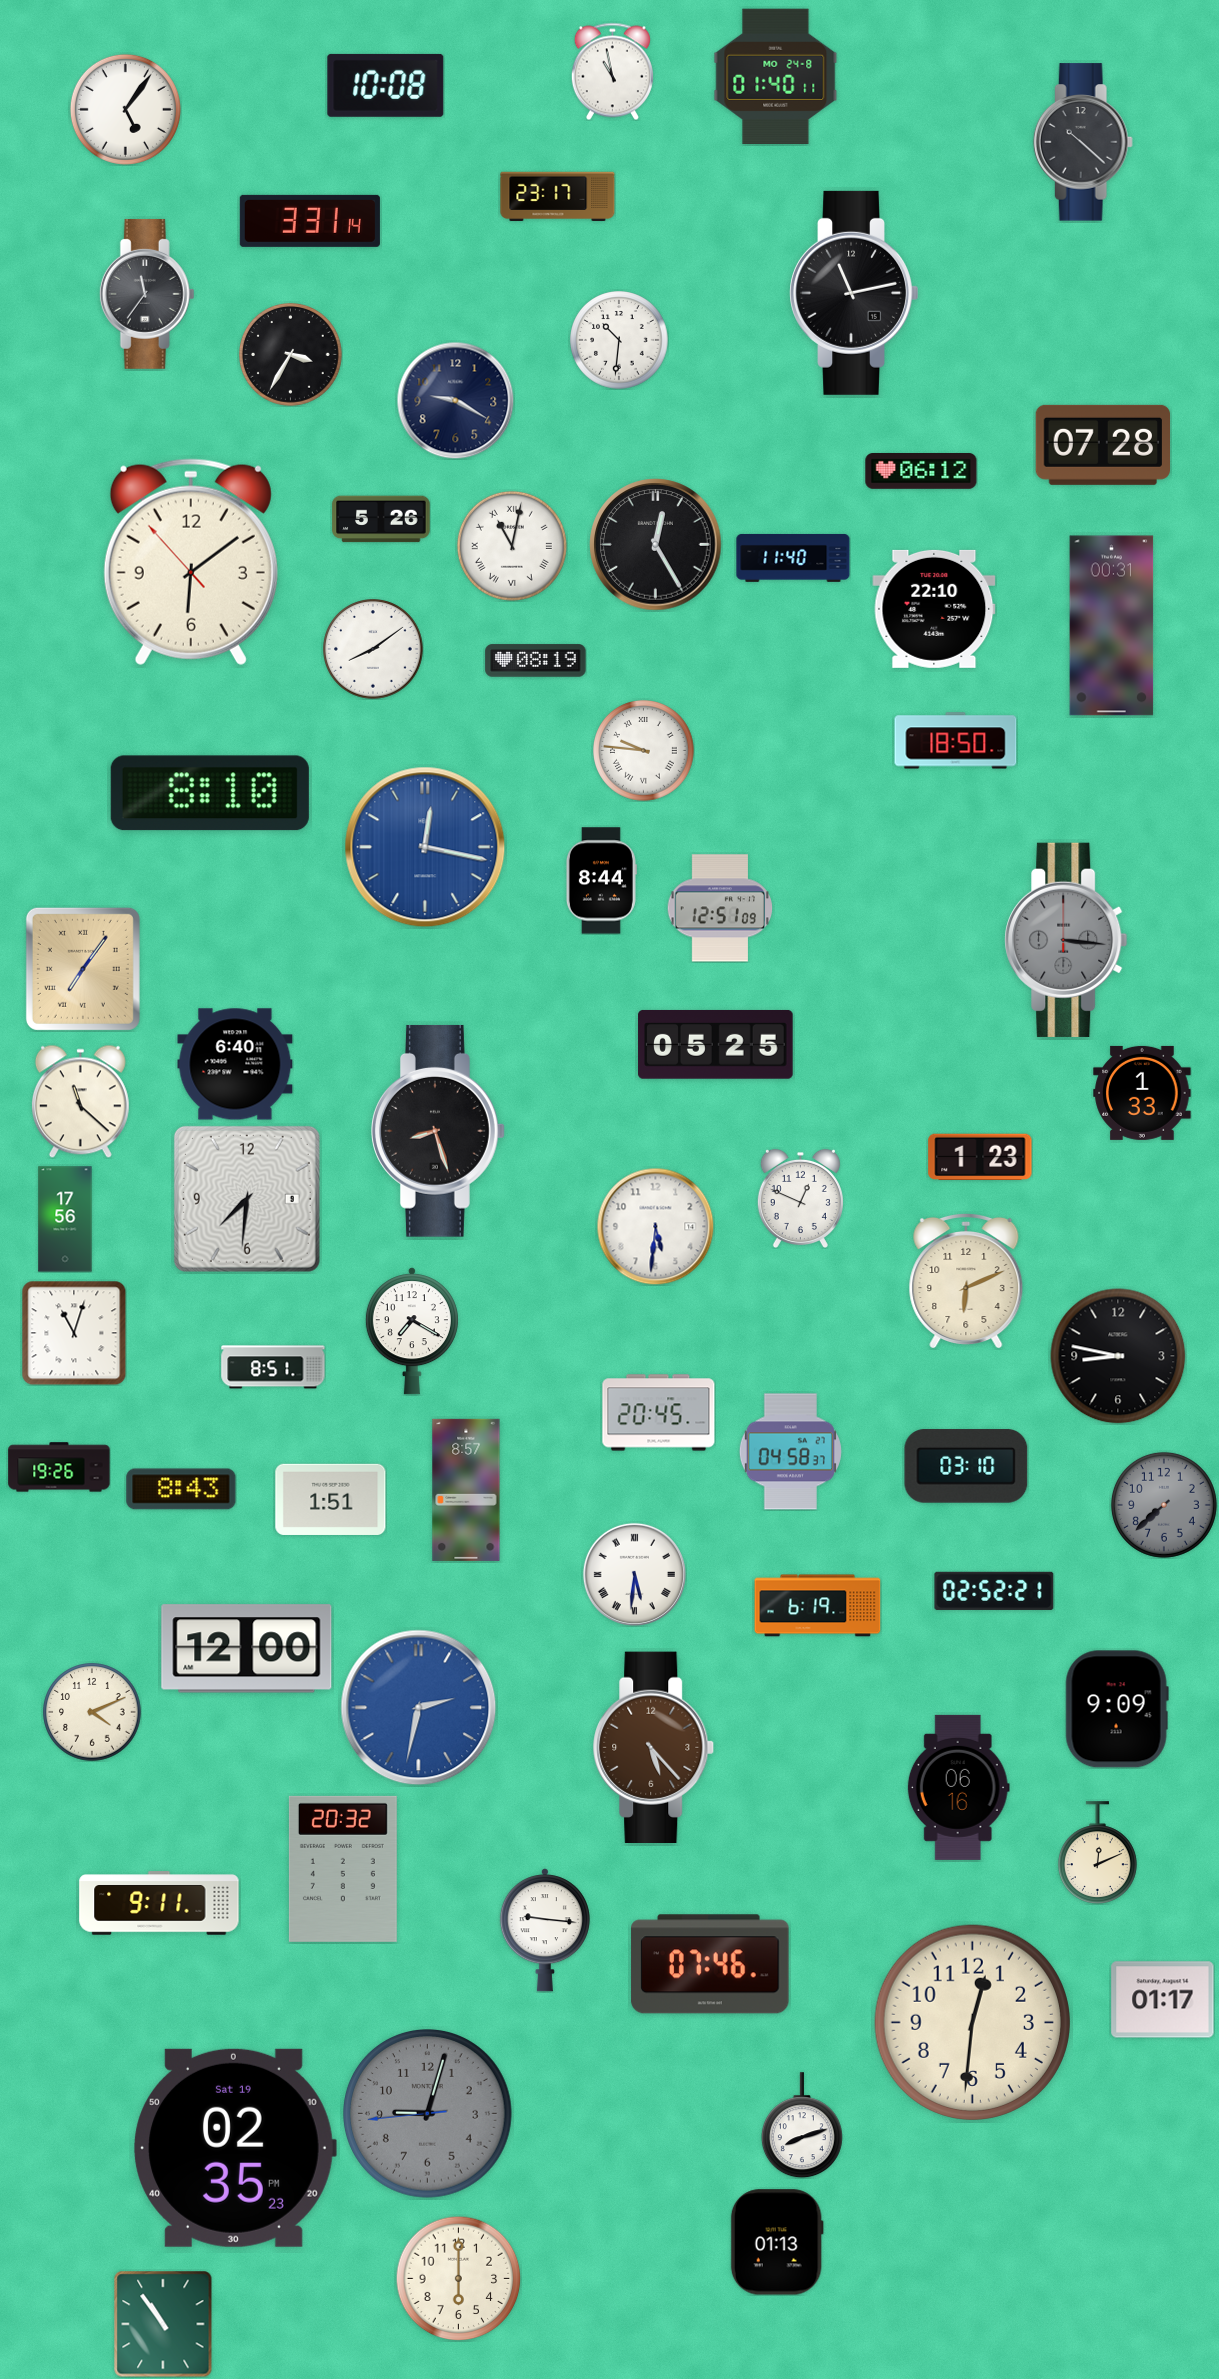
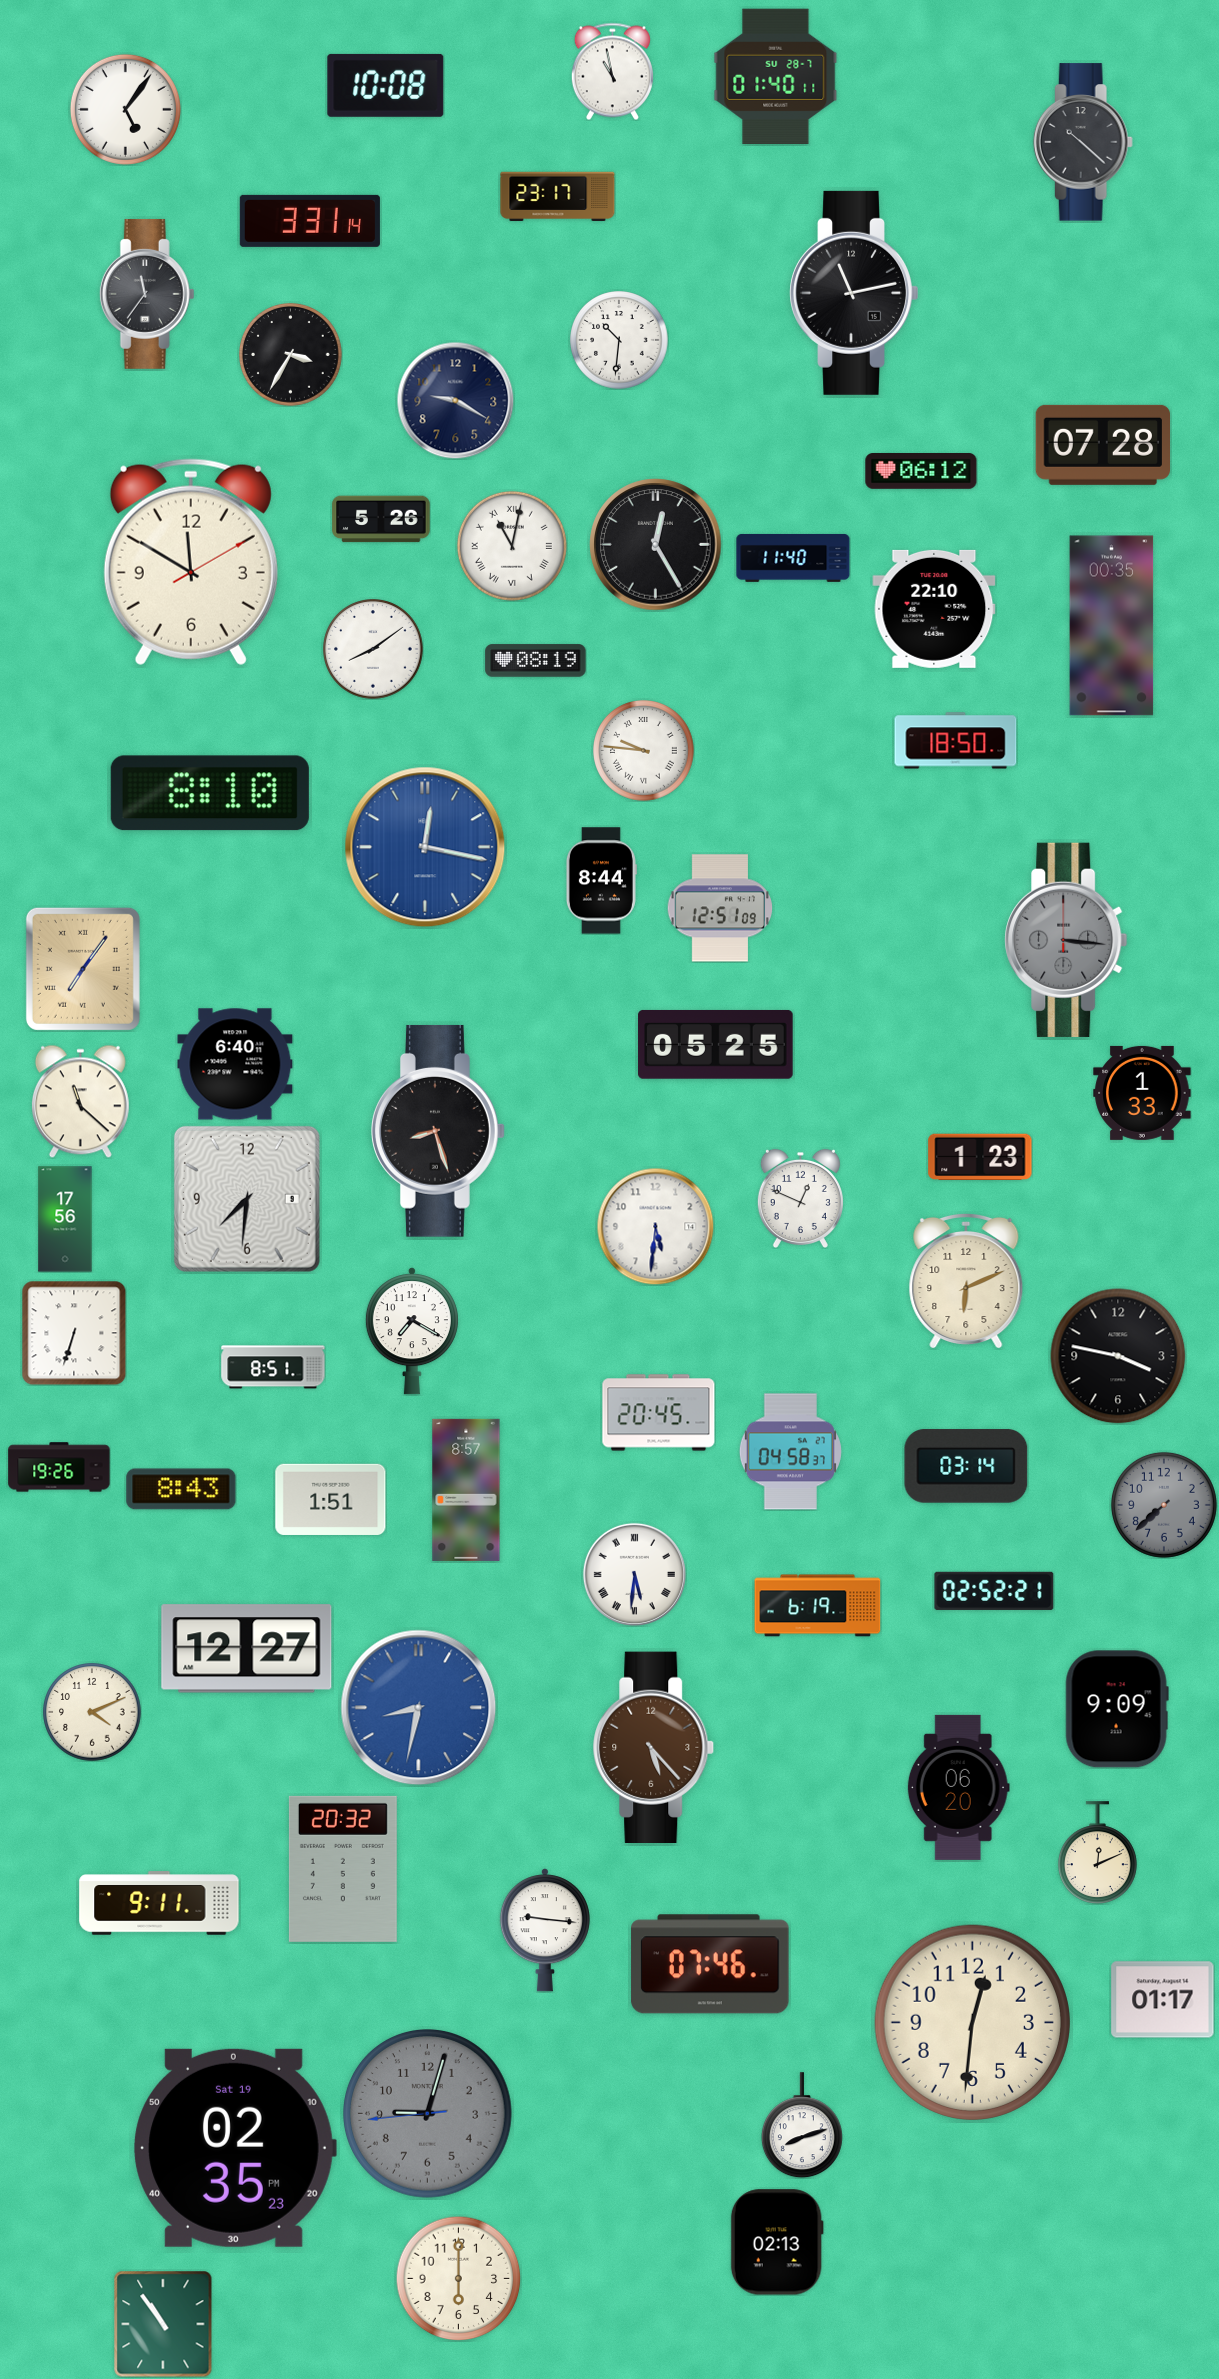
clock at (776, 76) date: MO 24-8 -> SU 28-7
clock at (191, 562): 6:08 -> 11:50
clock at (1112, 626): 00:31 -> 00:35
clock at (74, 1333): 11:03 -> 6:33
clock at (1118, 1356): 8:47 -> 3:47
clock at (966, 1466): 03:10 -> 03:14
clock at (247, 1649): 12:00 -> 12:27
clock at (419, 1708): 2:32 -> 8:32
clock at (958, 1787): 06:16 -> 06:20
clock at (777, 2242): 01:13 -> 02:13
